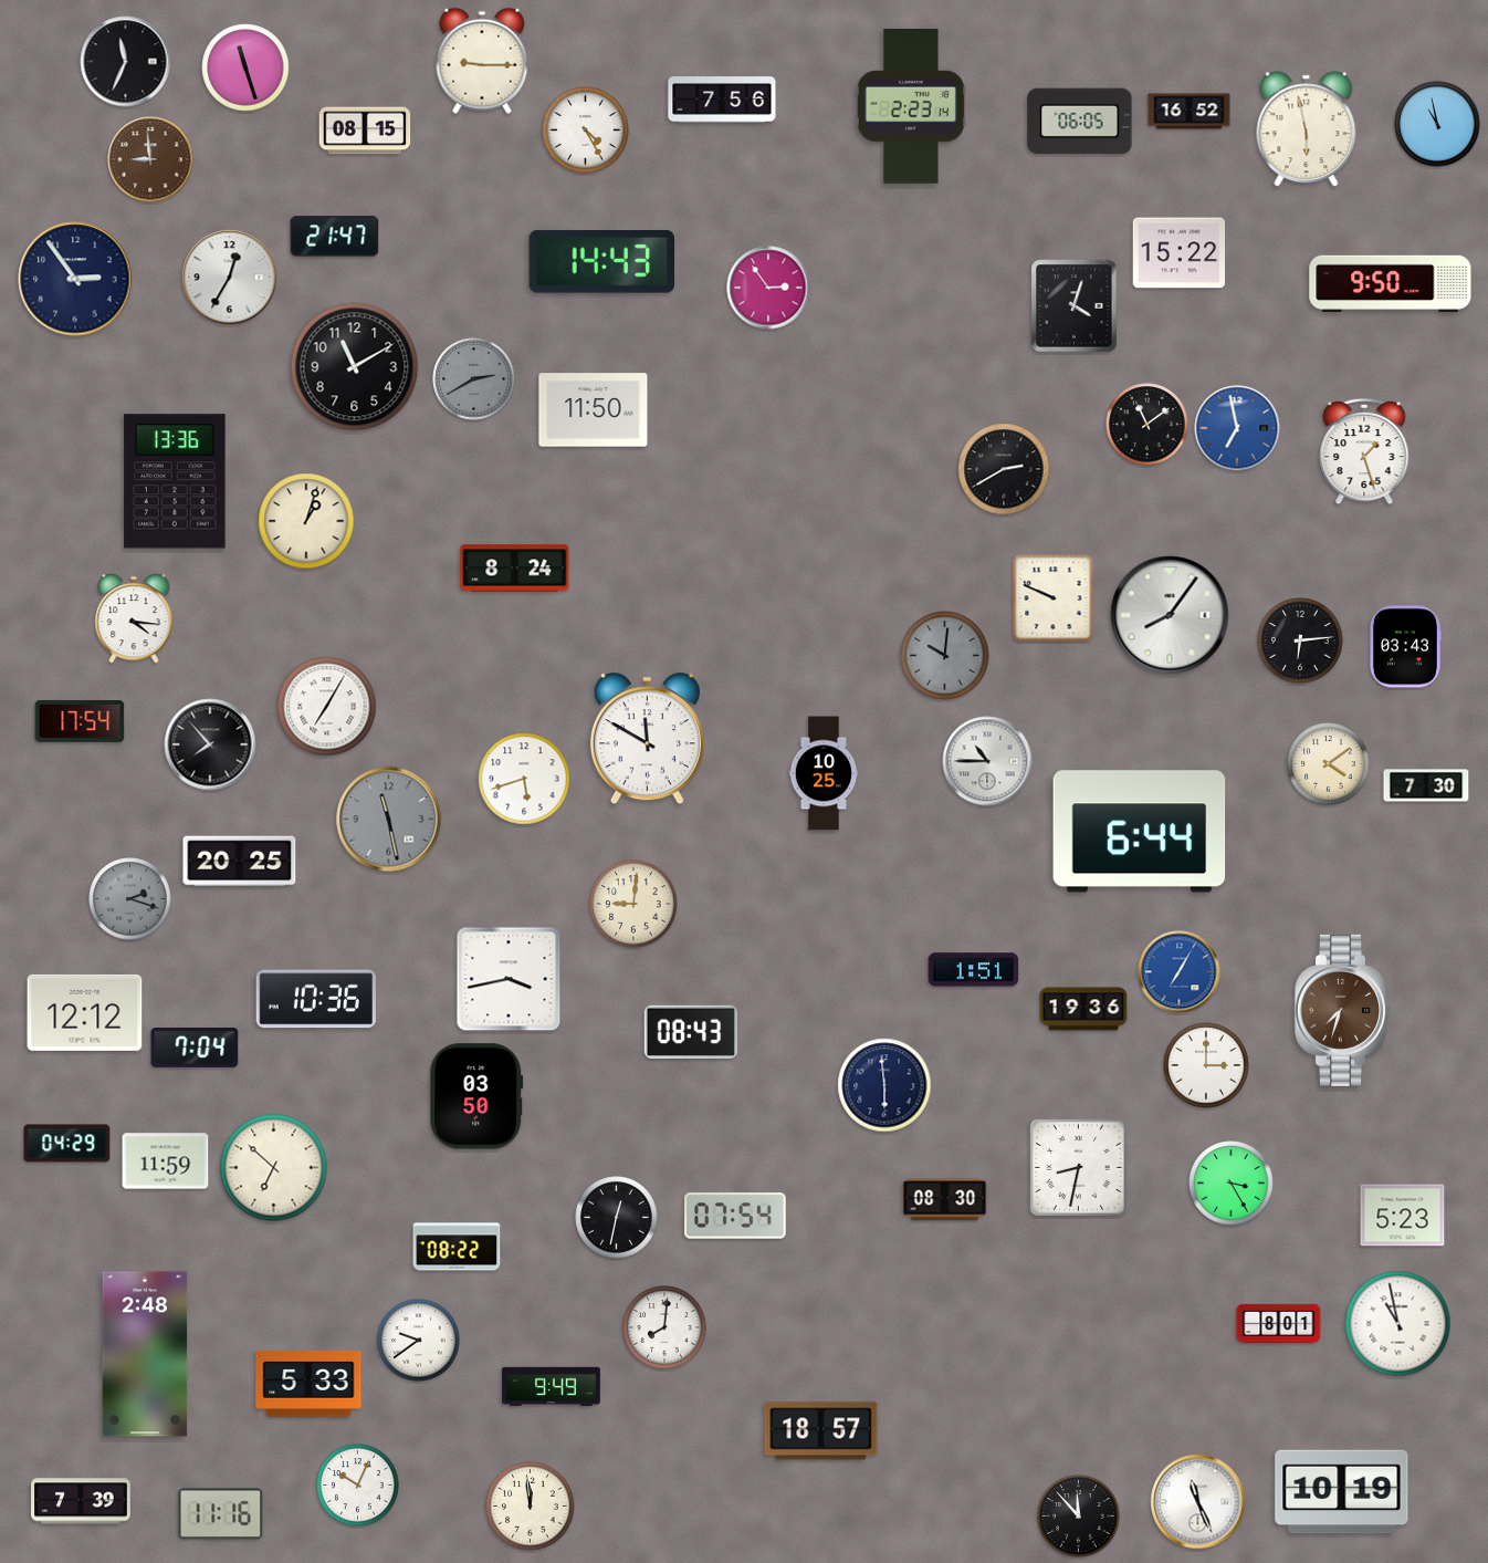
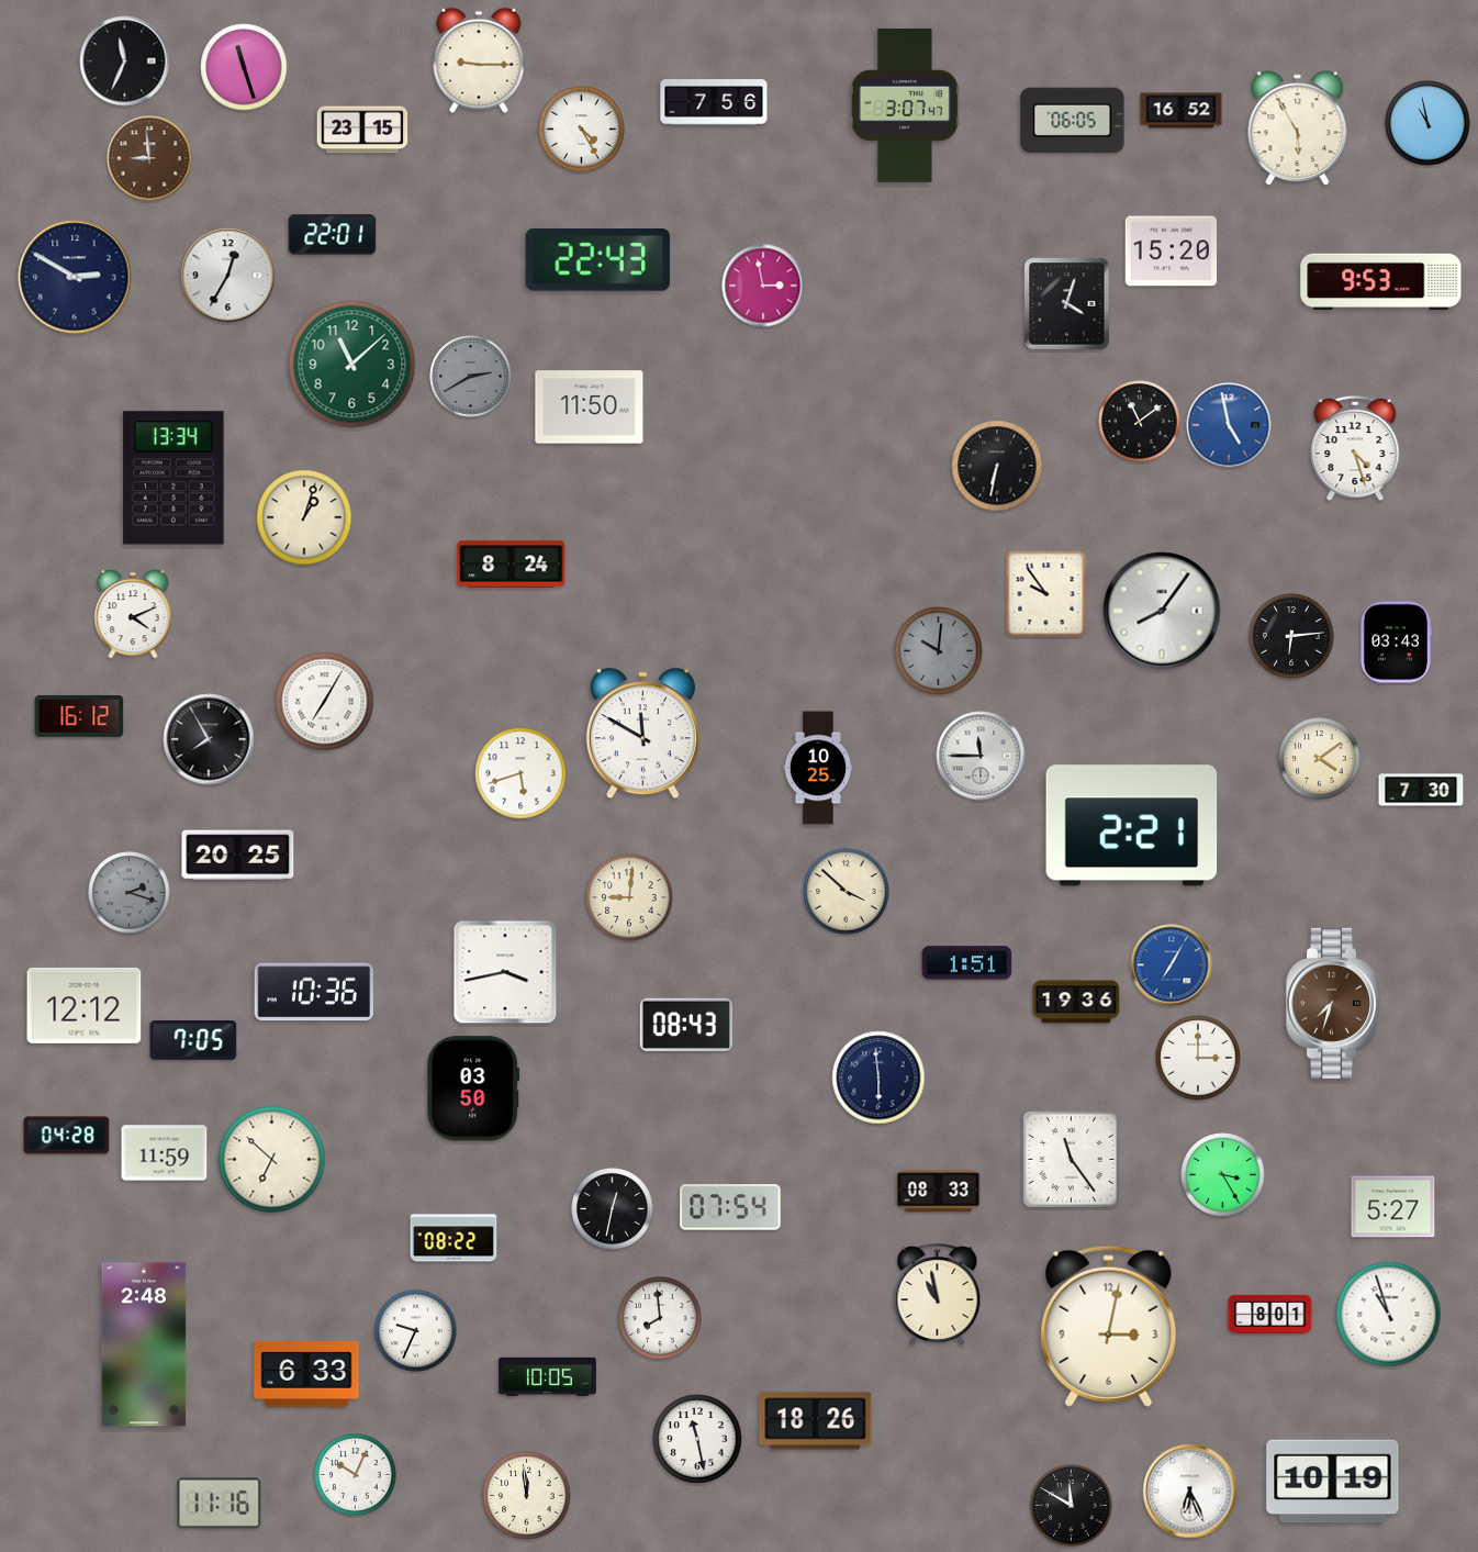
clock at (722, 100) position: (722, 100) -> (714, 102)
clock at (911, 107): 2:23 -> 3:07
clock at (1307, 129): 5:58 -> 5:55
clock at (365, 131): 08:15 -> 23:15
clock at (335, 237): 21:47 -> 22:01
clock at (1180, 253): 15:22 -> 15:20
clock at (601, 262): 14:43 -> 22:43
clock at (75, 279): 2:54 -> 2:50
clock at (1391, 283): 9:50 -> 9:53
clock at (768, 288): 2:54 -> 2:58
clock at (355, 367): 11:10 -> 11:08
clock at (355, 367) dial: black -> green
clock at (1237, 428): 6:58 -> 4:58
clock at (1364, 451): 1:27 -> 4:27
clock at (1004, 469): 2:40 -> 6:32
clock at (175, 481): 13:36 -> 13:34
clock at (1054, 598): 9:49 -> 9:54
clock at (134, 618): 4:16 -> 4:11
clock at (80, 721): 17:54 -> 16:12
clock at (210, 744): 7:53 -> 7:55
clock at (987, 761): 10:45 -> 11:45
clock at (1426, 785) position: (1426, 785) -> (1421, 790)
clock at (389, 820): 11:28 -> none
clock at (1140, 832): 6:44 -> 2:21
clock at (847, 892): none -> 3:52
clock at (195, 1049): 7:04 -> 7:05
clock at (67, 1144): 04:29 -> 04:28
clock at (1078, 1167): 8:32 -> 11:24
clock at (945, 1200): 08:30 -> 08:33
clock at (1403, 1216): 5:23 -> 5:27
clock at (938, 1295): none -> 10:58
clock at (1398, 1324): 10:58 -> 10:57
clock at (664, 1327): 8:01 -> 7:59
clock at (1109, 1326): none -> 3:02
clock at (419, 1341): 9:39 -> 9:34
clock at (308, 1385): 5:33 -> 6:33
clock at (552, 1387): 9:49 -> 10:05
clock at (821, 1431): 18:57 -> 18:26
clock at (697, 1439): none -> 11:28
clock at (81, 1501): 7:39 -> none
clock at (1198, 1502): 11:26 -> 6:26
clock at (1079, 1517): 11:53 -> 11:50
